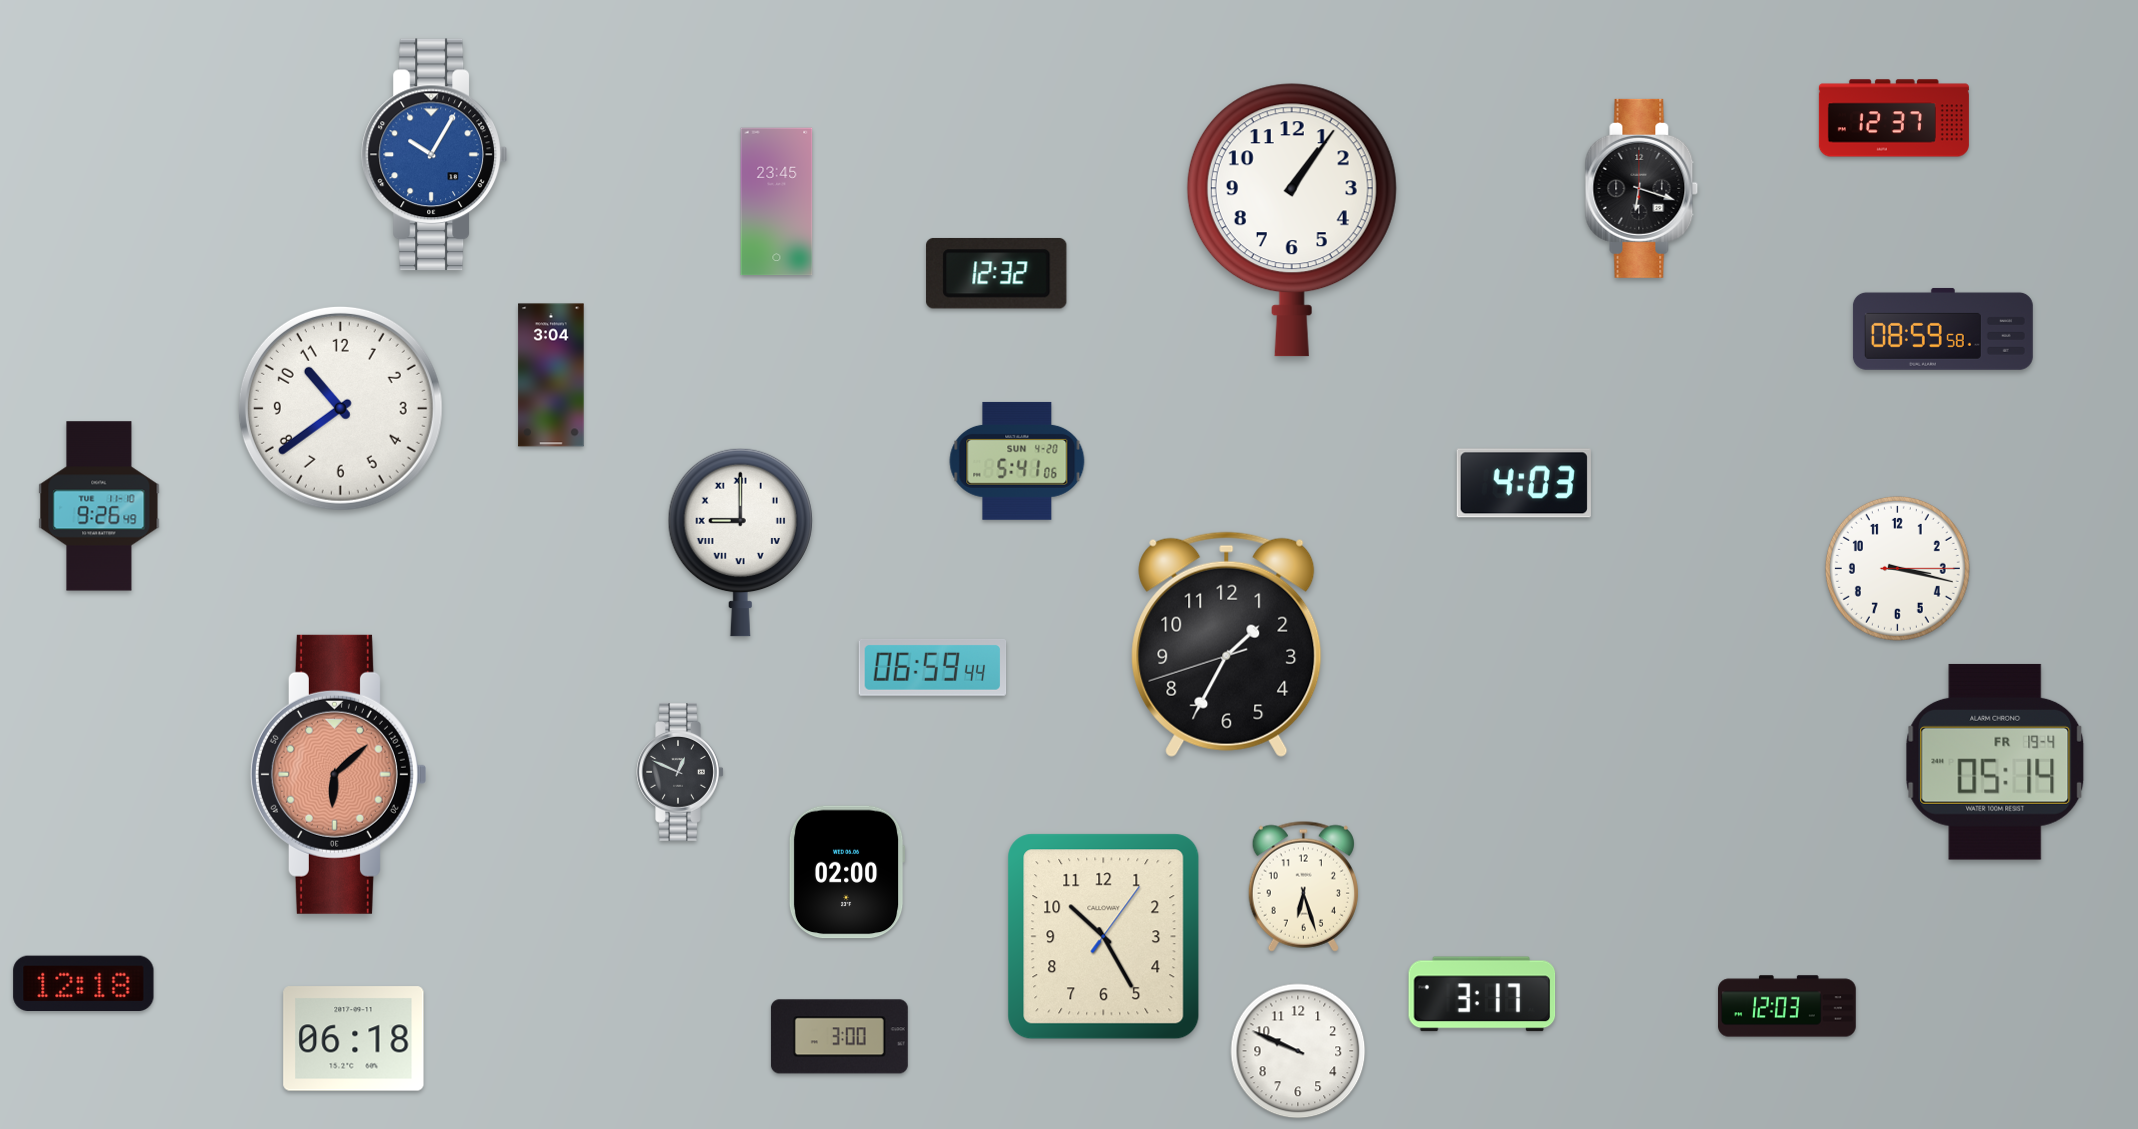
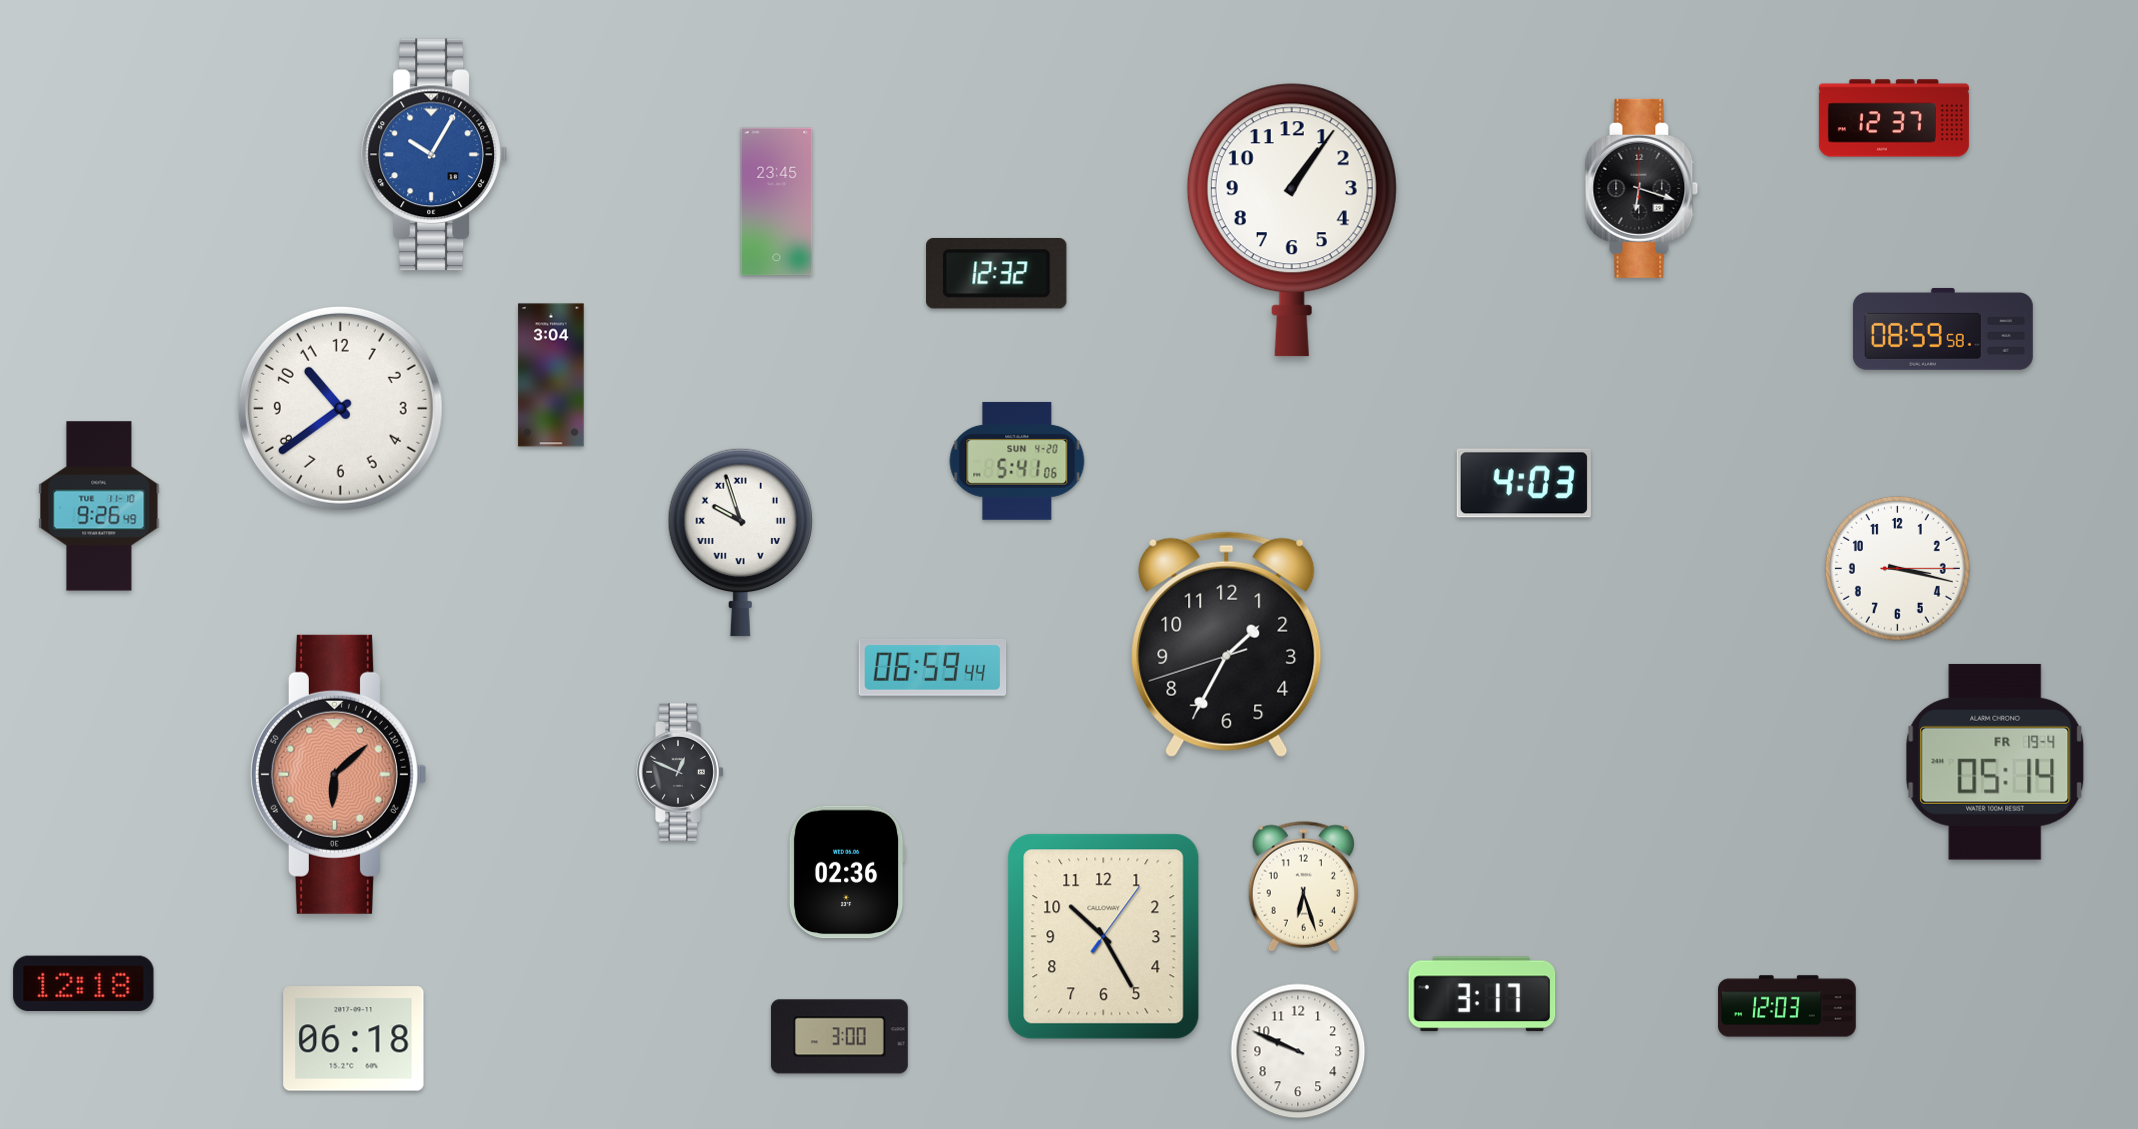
clock at (740, 542): 9:00 -> 9:57
clock at (847, 872): 02:00 -> 02:36
